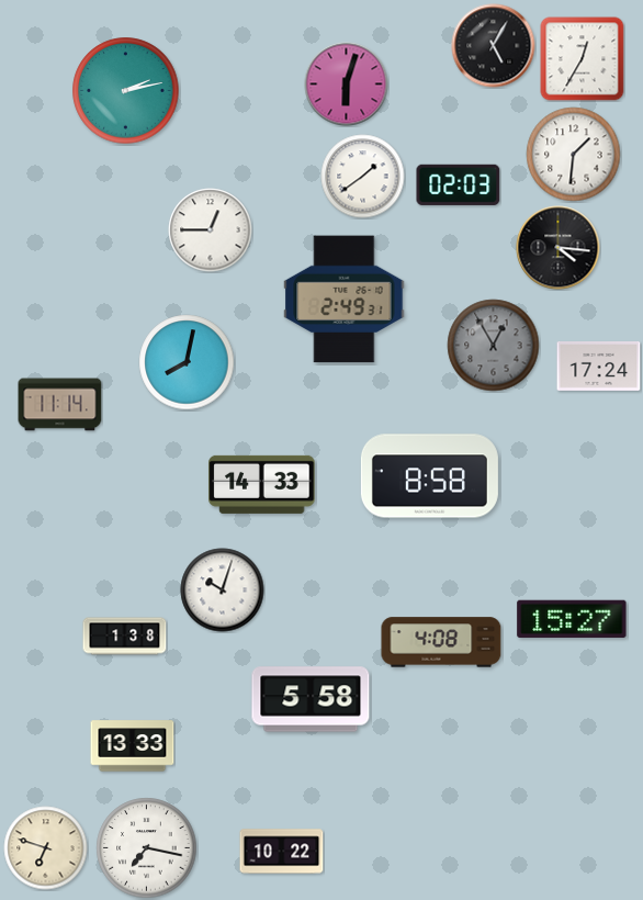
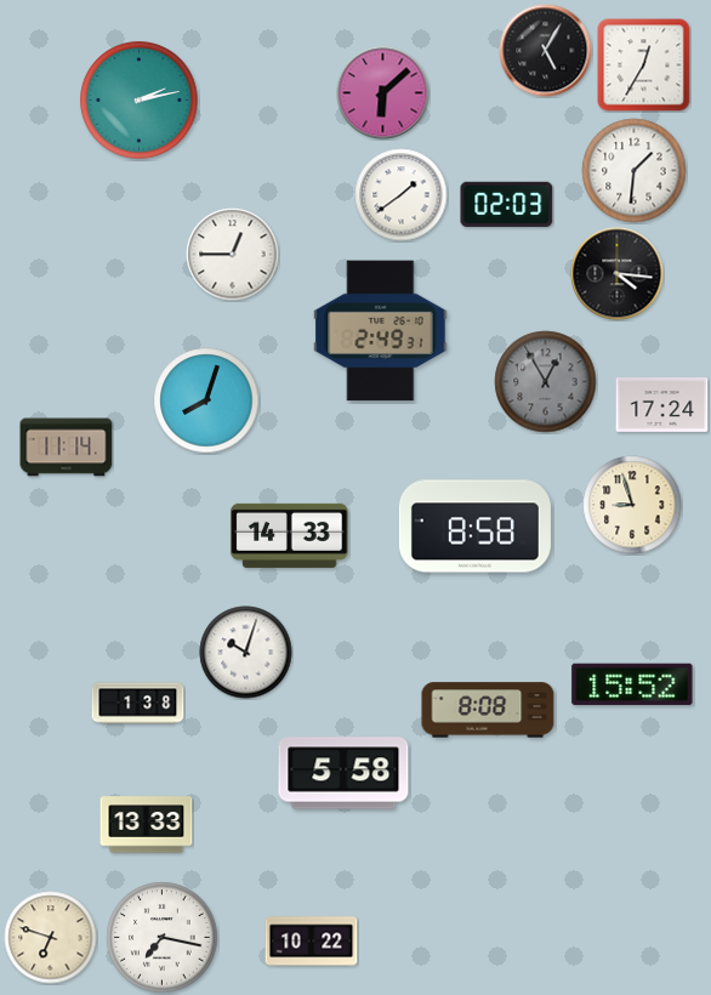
clock at (347, 85): 6:03 -> 6:08
clock at (187, 362): 8:02 -> 8:03
clock at (632, 505): none -> 8:57
clock at (572, 619): 15:27 -> 15:52
clock at (441, 642): 4:08 -> 8:08
